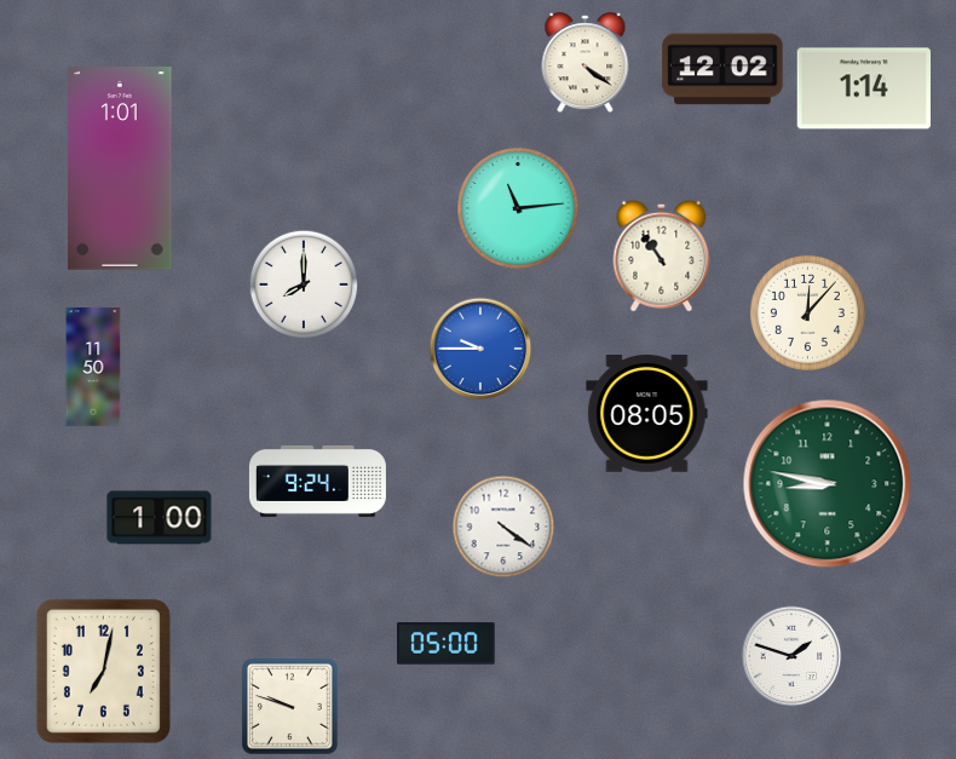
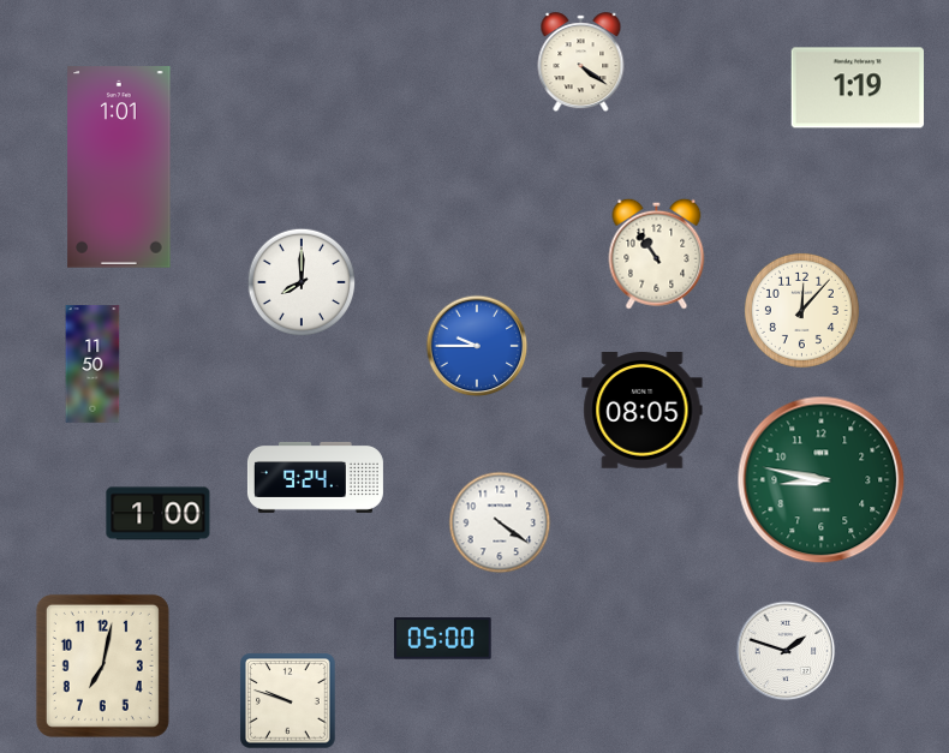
clock at (722, 69): 12:02 -> none
clock at (863, 88): 1:14 -> 1:19
clock at (518, 208): 11:14 -> none
